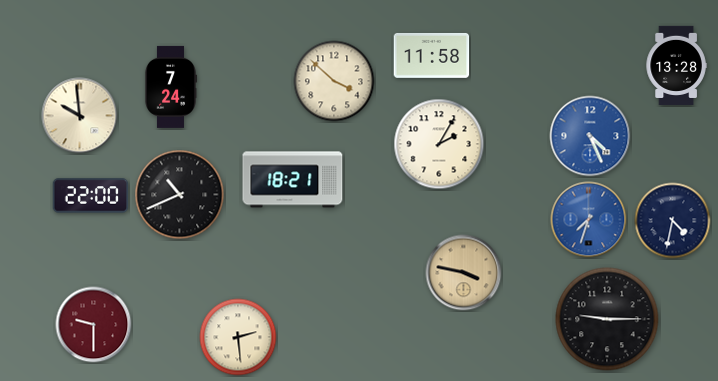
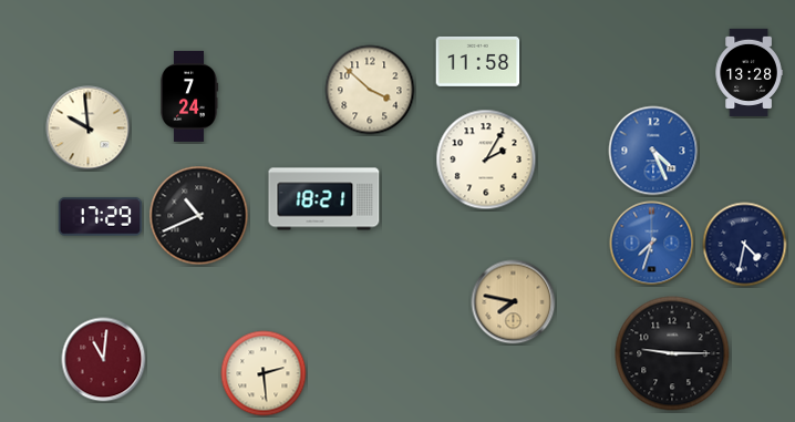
clock at (91, 196): 22:00 -> 17:29
clock at (464, 273): 3:47 -> 7:47
clock at (94, 325): 9:30 -> 11:01
